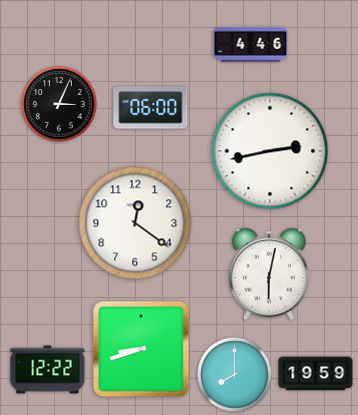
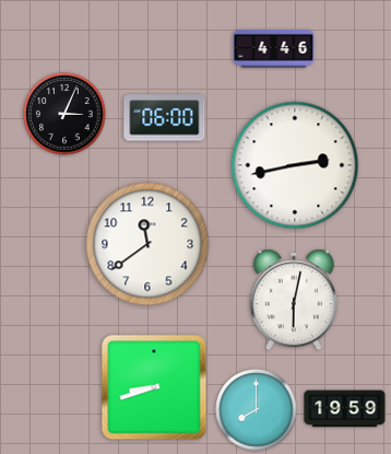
clock at (135, 223): 12:21 -> 11:39
clock at (141, 349) position: (141, 349) -> (154, 387)
clock at (48, 370): 12:22 -> none
